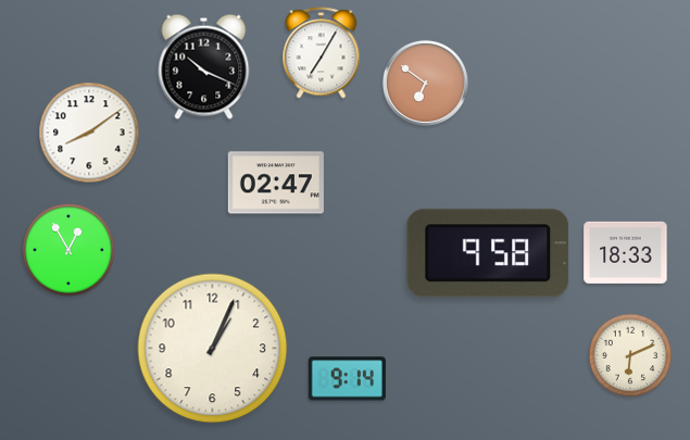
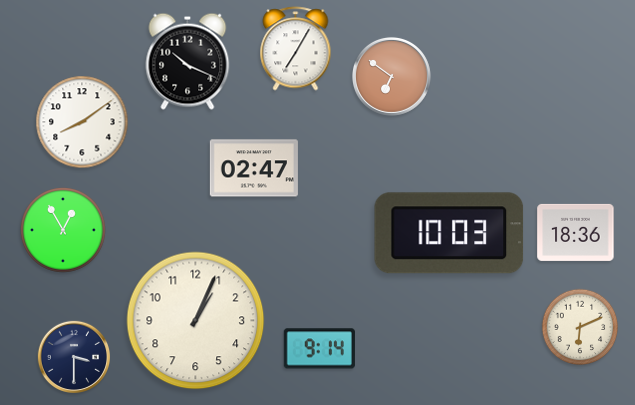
clock at (626, 252): 18:33 -> 18:36
clock at (488, 253): 9:58 -> 10:03
clock at (73, 356): none -> 3:30
